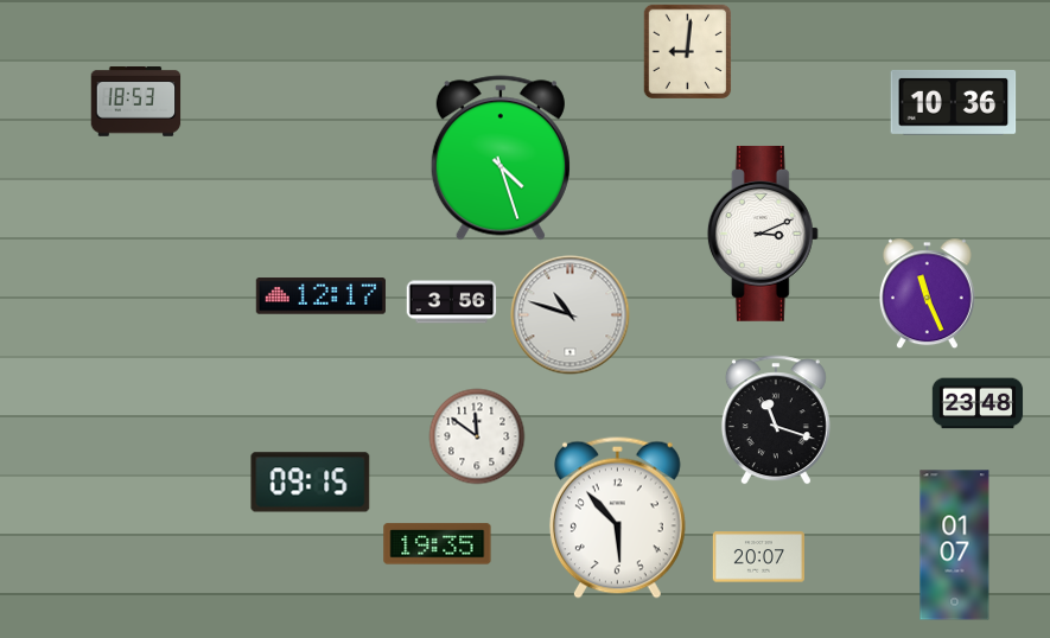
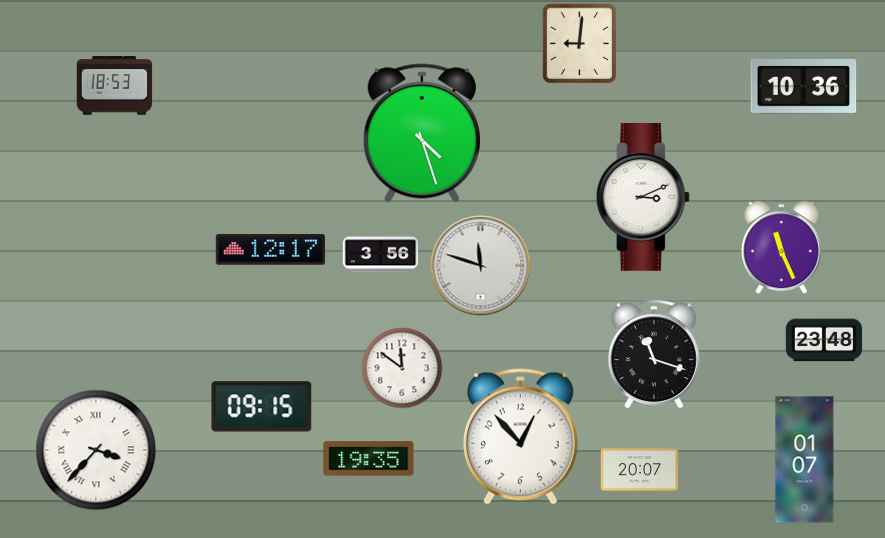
clock at (571, 315): 10:48 -> 11:48
clock at (617, 517): 5:53 -> 12:53
clock at (96, 450): none -> 3:37
